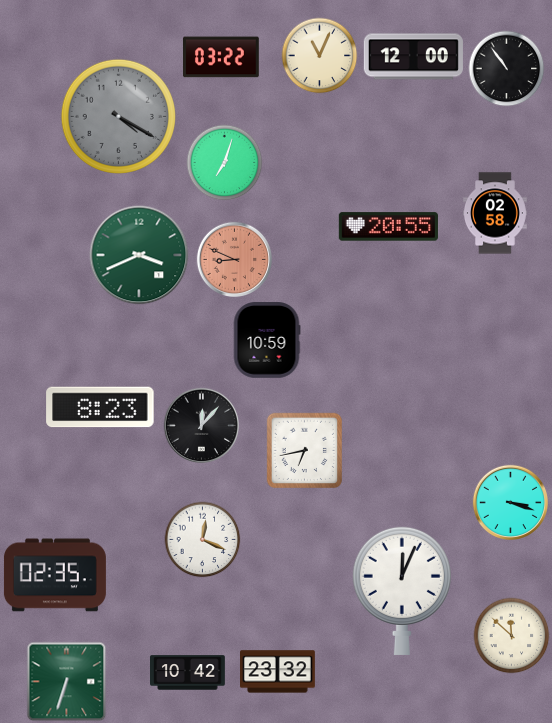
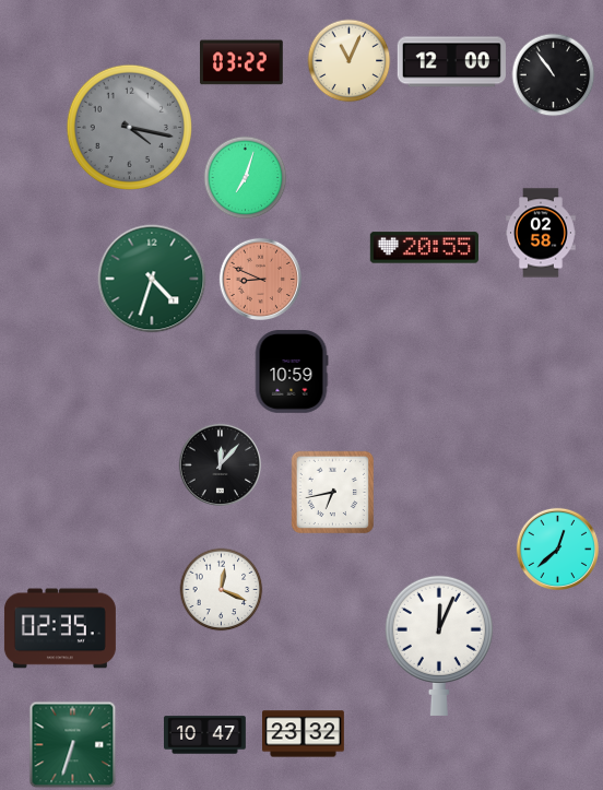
clock at (118, 116): 4:20 -> 4:17
clock at (139, 255): 3:41 -> 4:33
clock at (234, 259) position: (234, 259) -> (260, 279)
clock at (100, 407): 8:23 -> none
clock at (510, 502): 3:18 -> 12:38
clock at (512, 636): 11:52 -> none
clock at (188, 673): 10:42 -> 10:47
